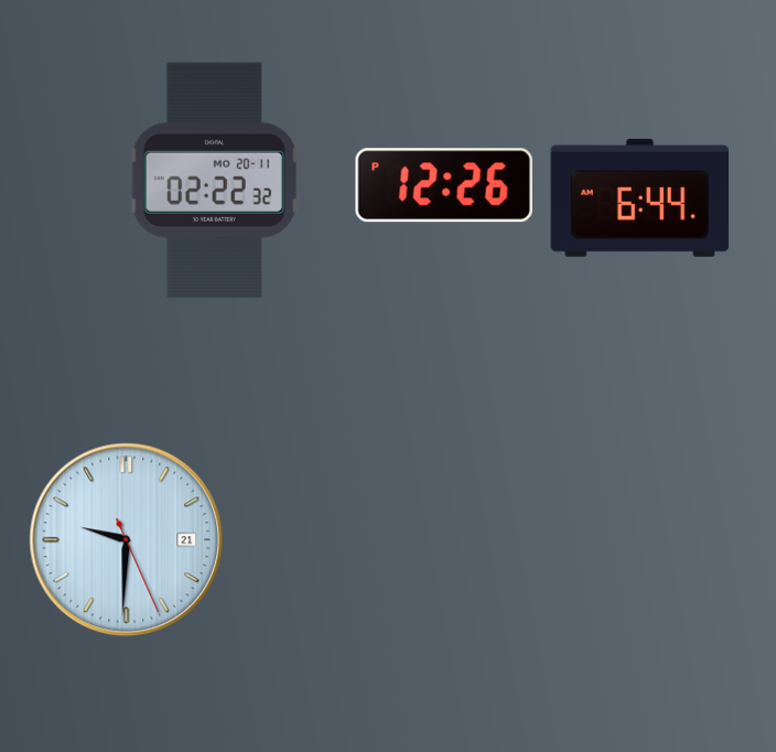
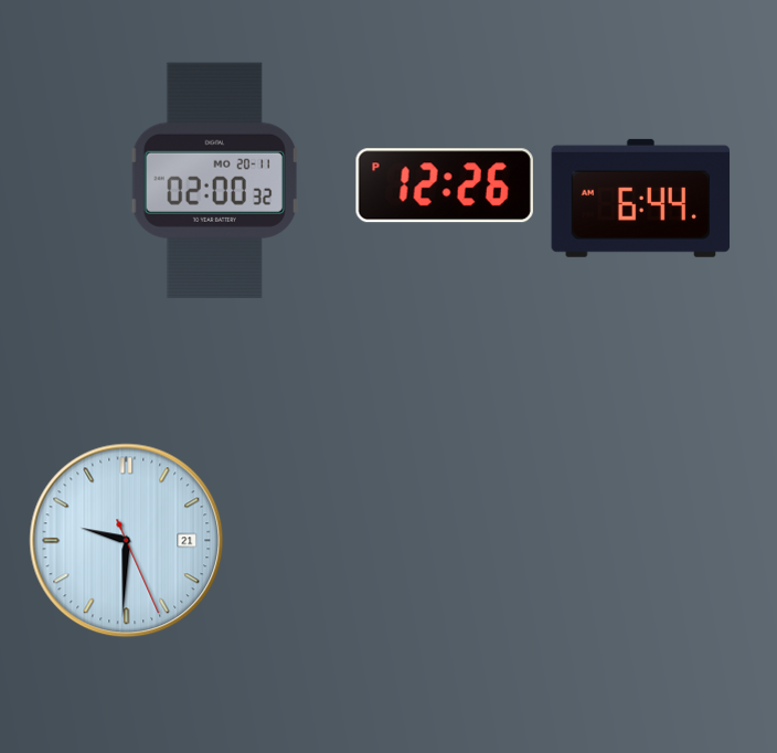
clock at (214, 180): 02:22 -> 02:00
